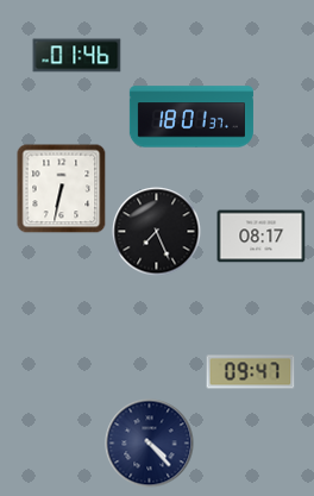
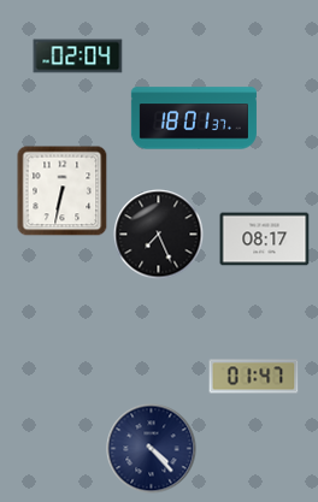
clock at (77, 56): 01:46 -> 02:04
clock at (251, 372): 09:47 -> 01:47
